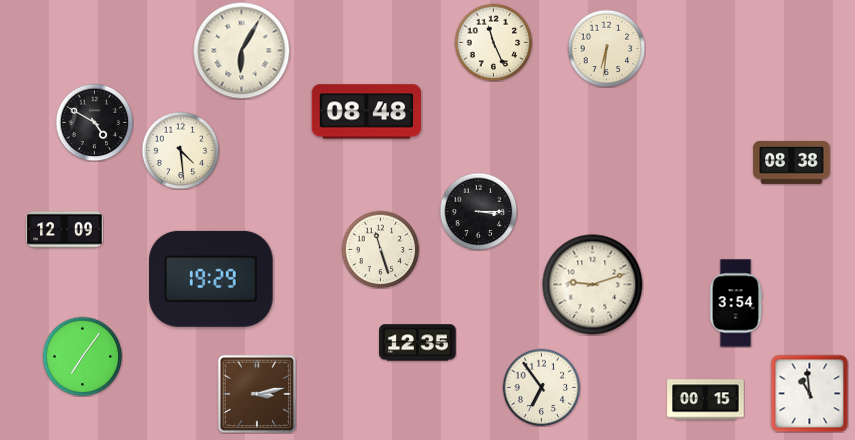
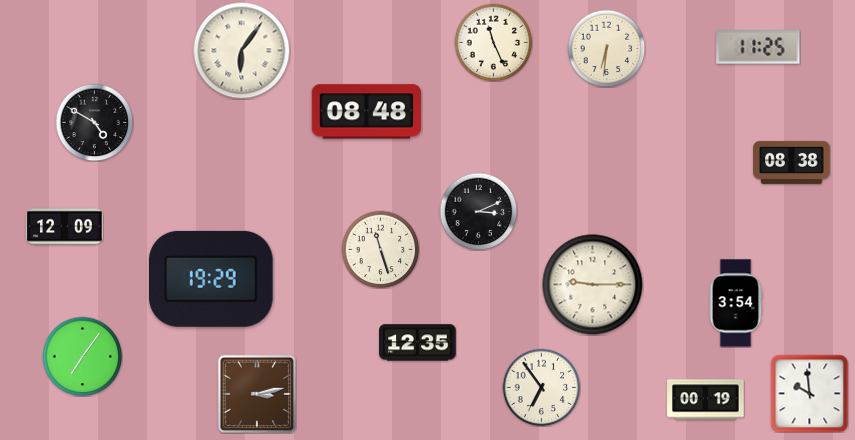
clock at (758, 47): none -> 11:25
clock at (241, 50): 6:05 -> 6:06
clock at (180, 150): 4:29 -> none
clock at (478, 211): 3:15 -> 3:11
clock at (65, 230) position: (65, 230) -> (65, 227)
clock at (593, 285): 9:12 -> 9:15
clock at (809, 393): 10:59 -> 9:59
clock at (706, 400): 00:15 -> 00:19
